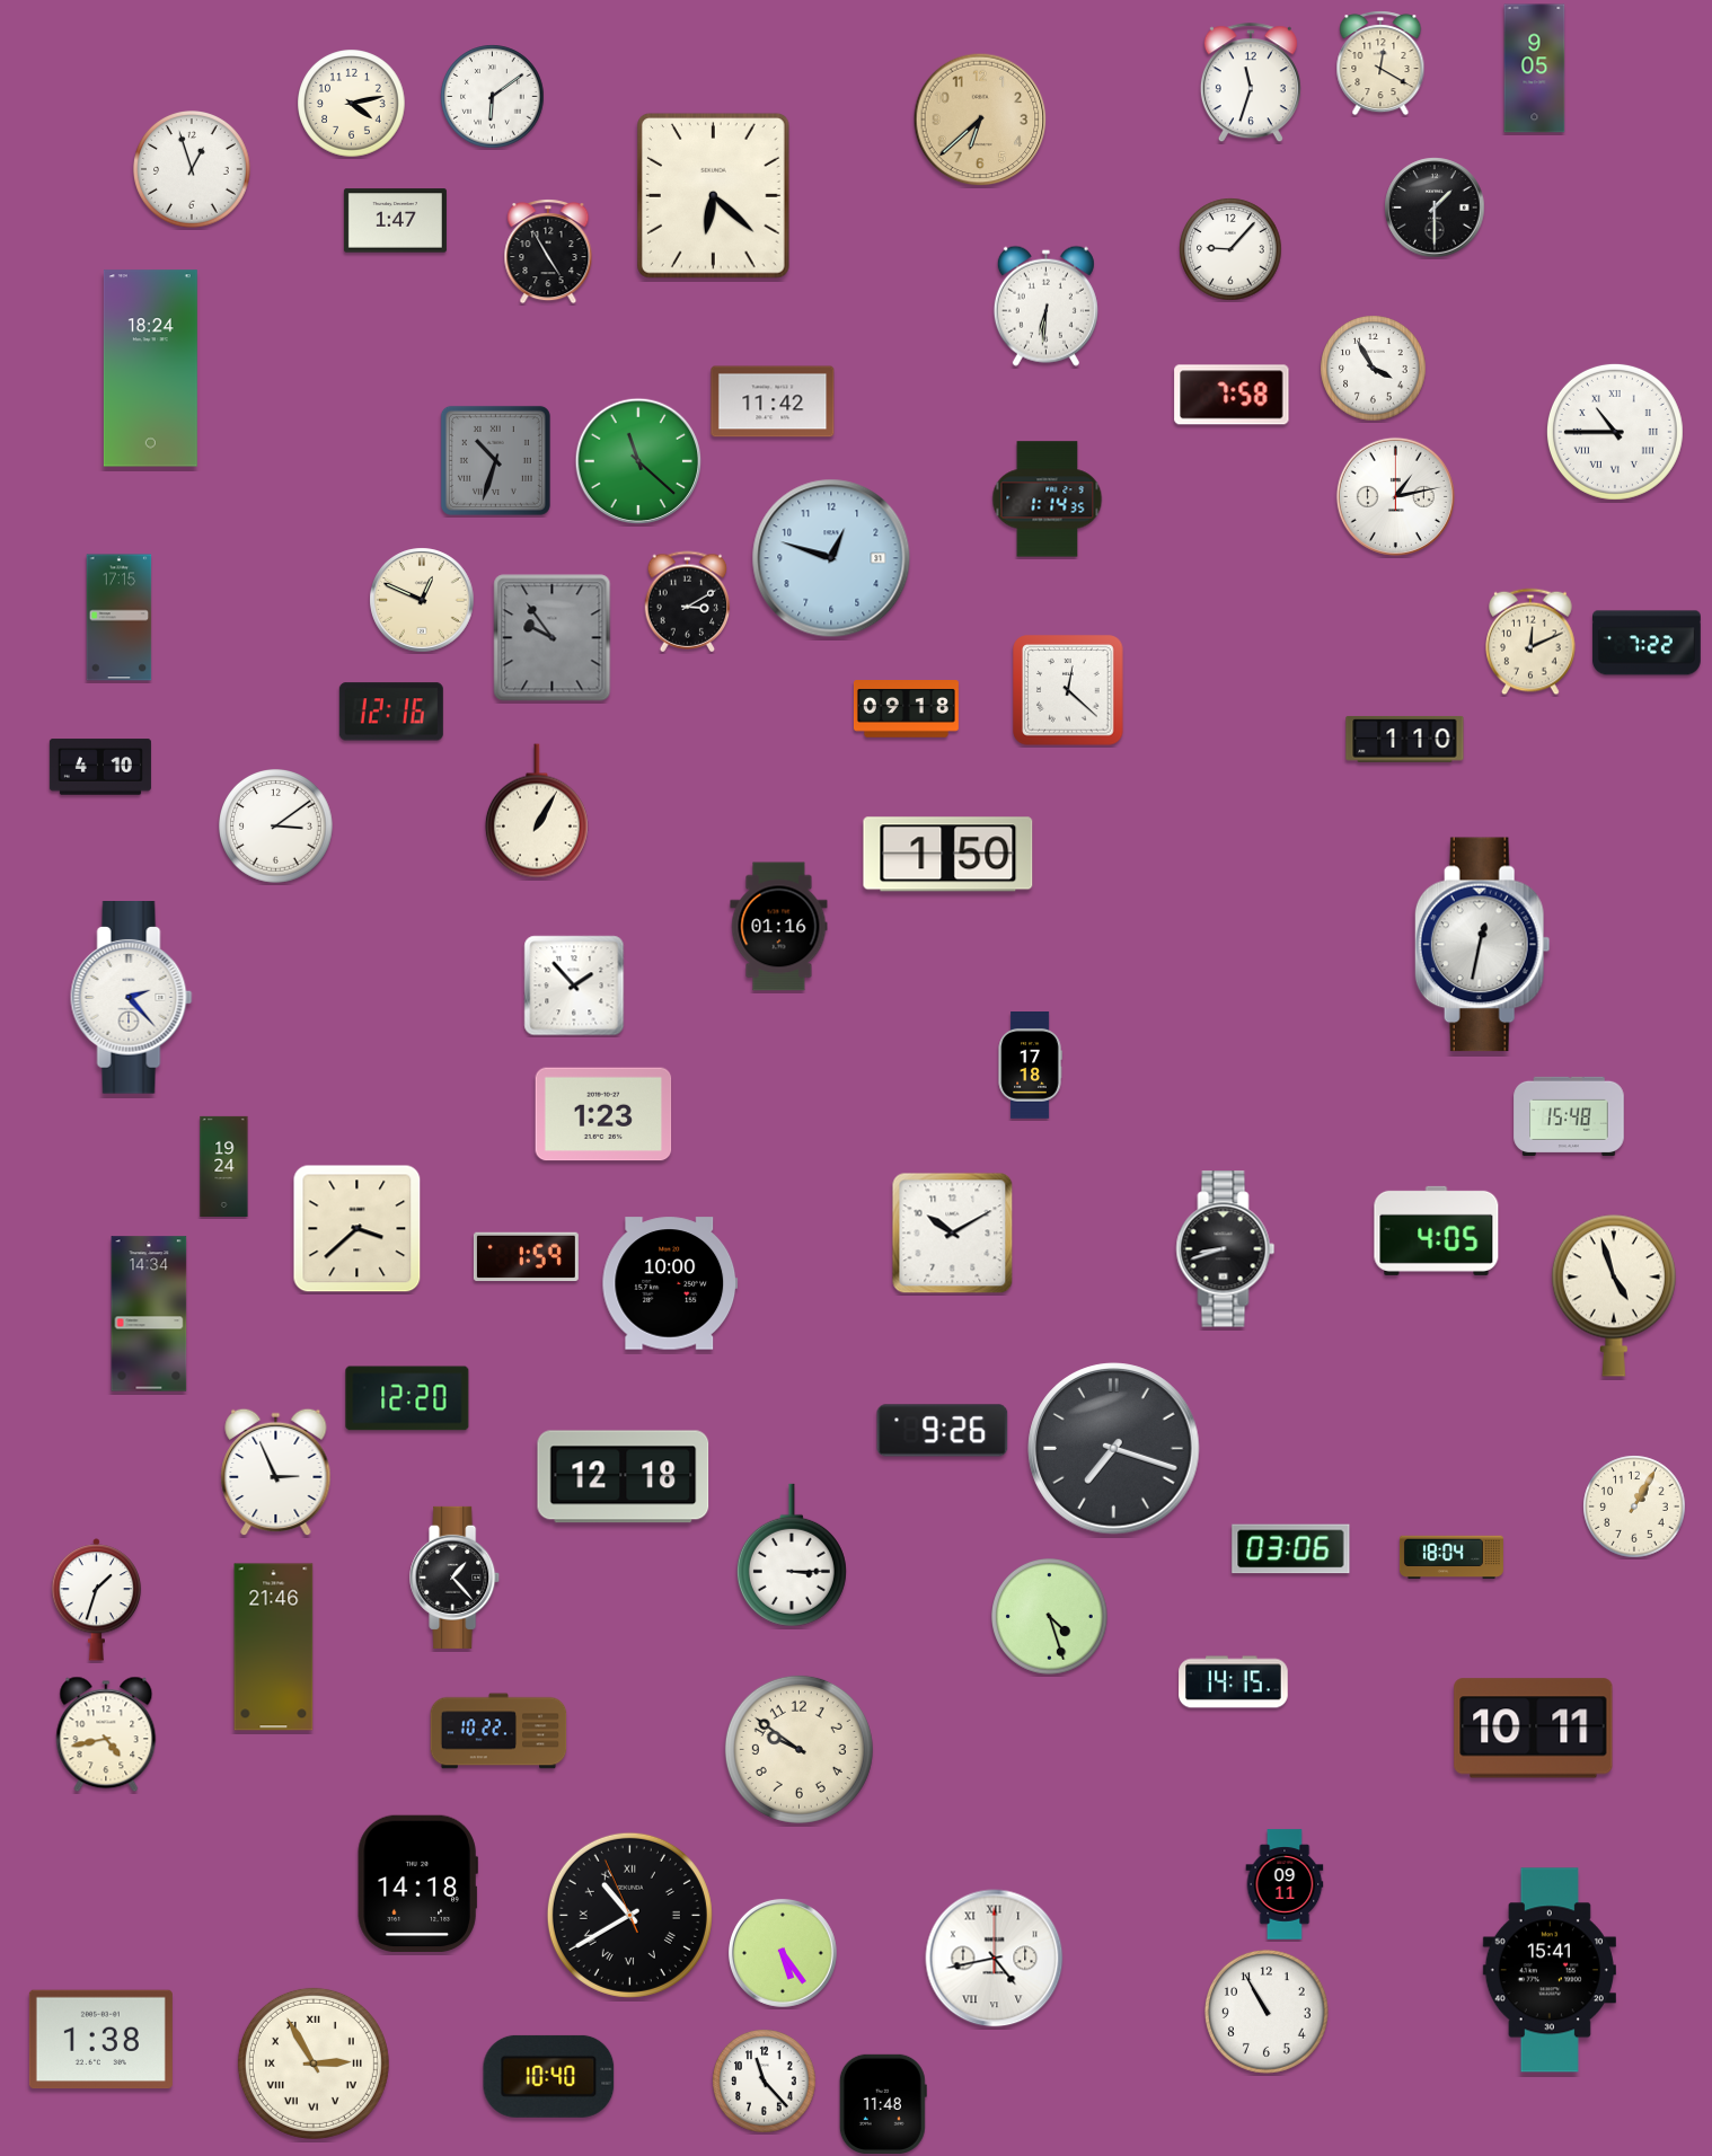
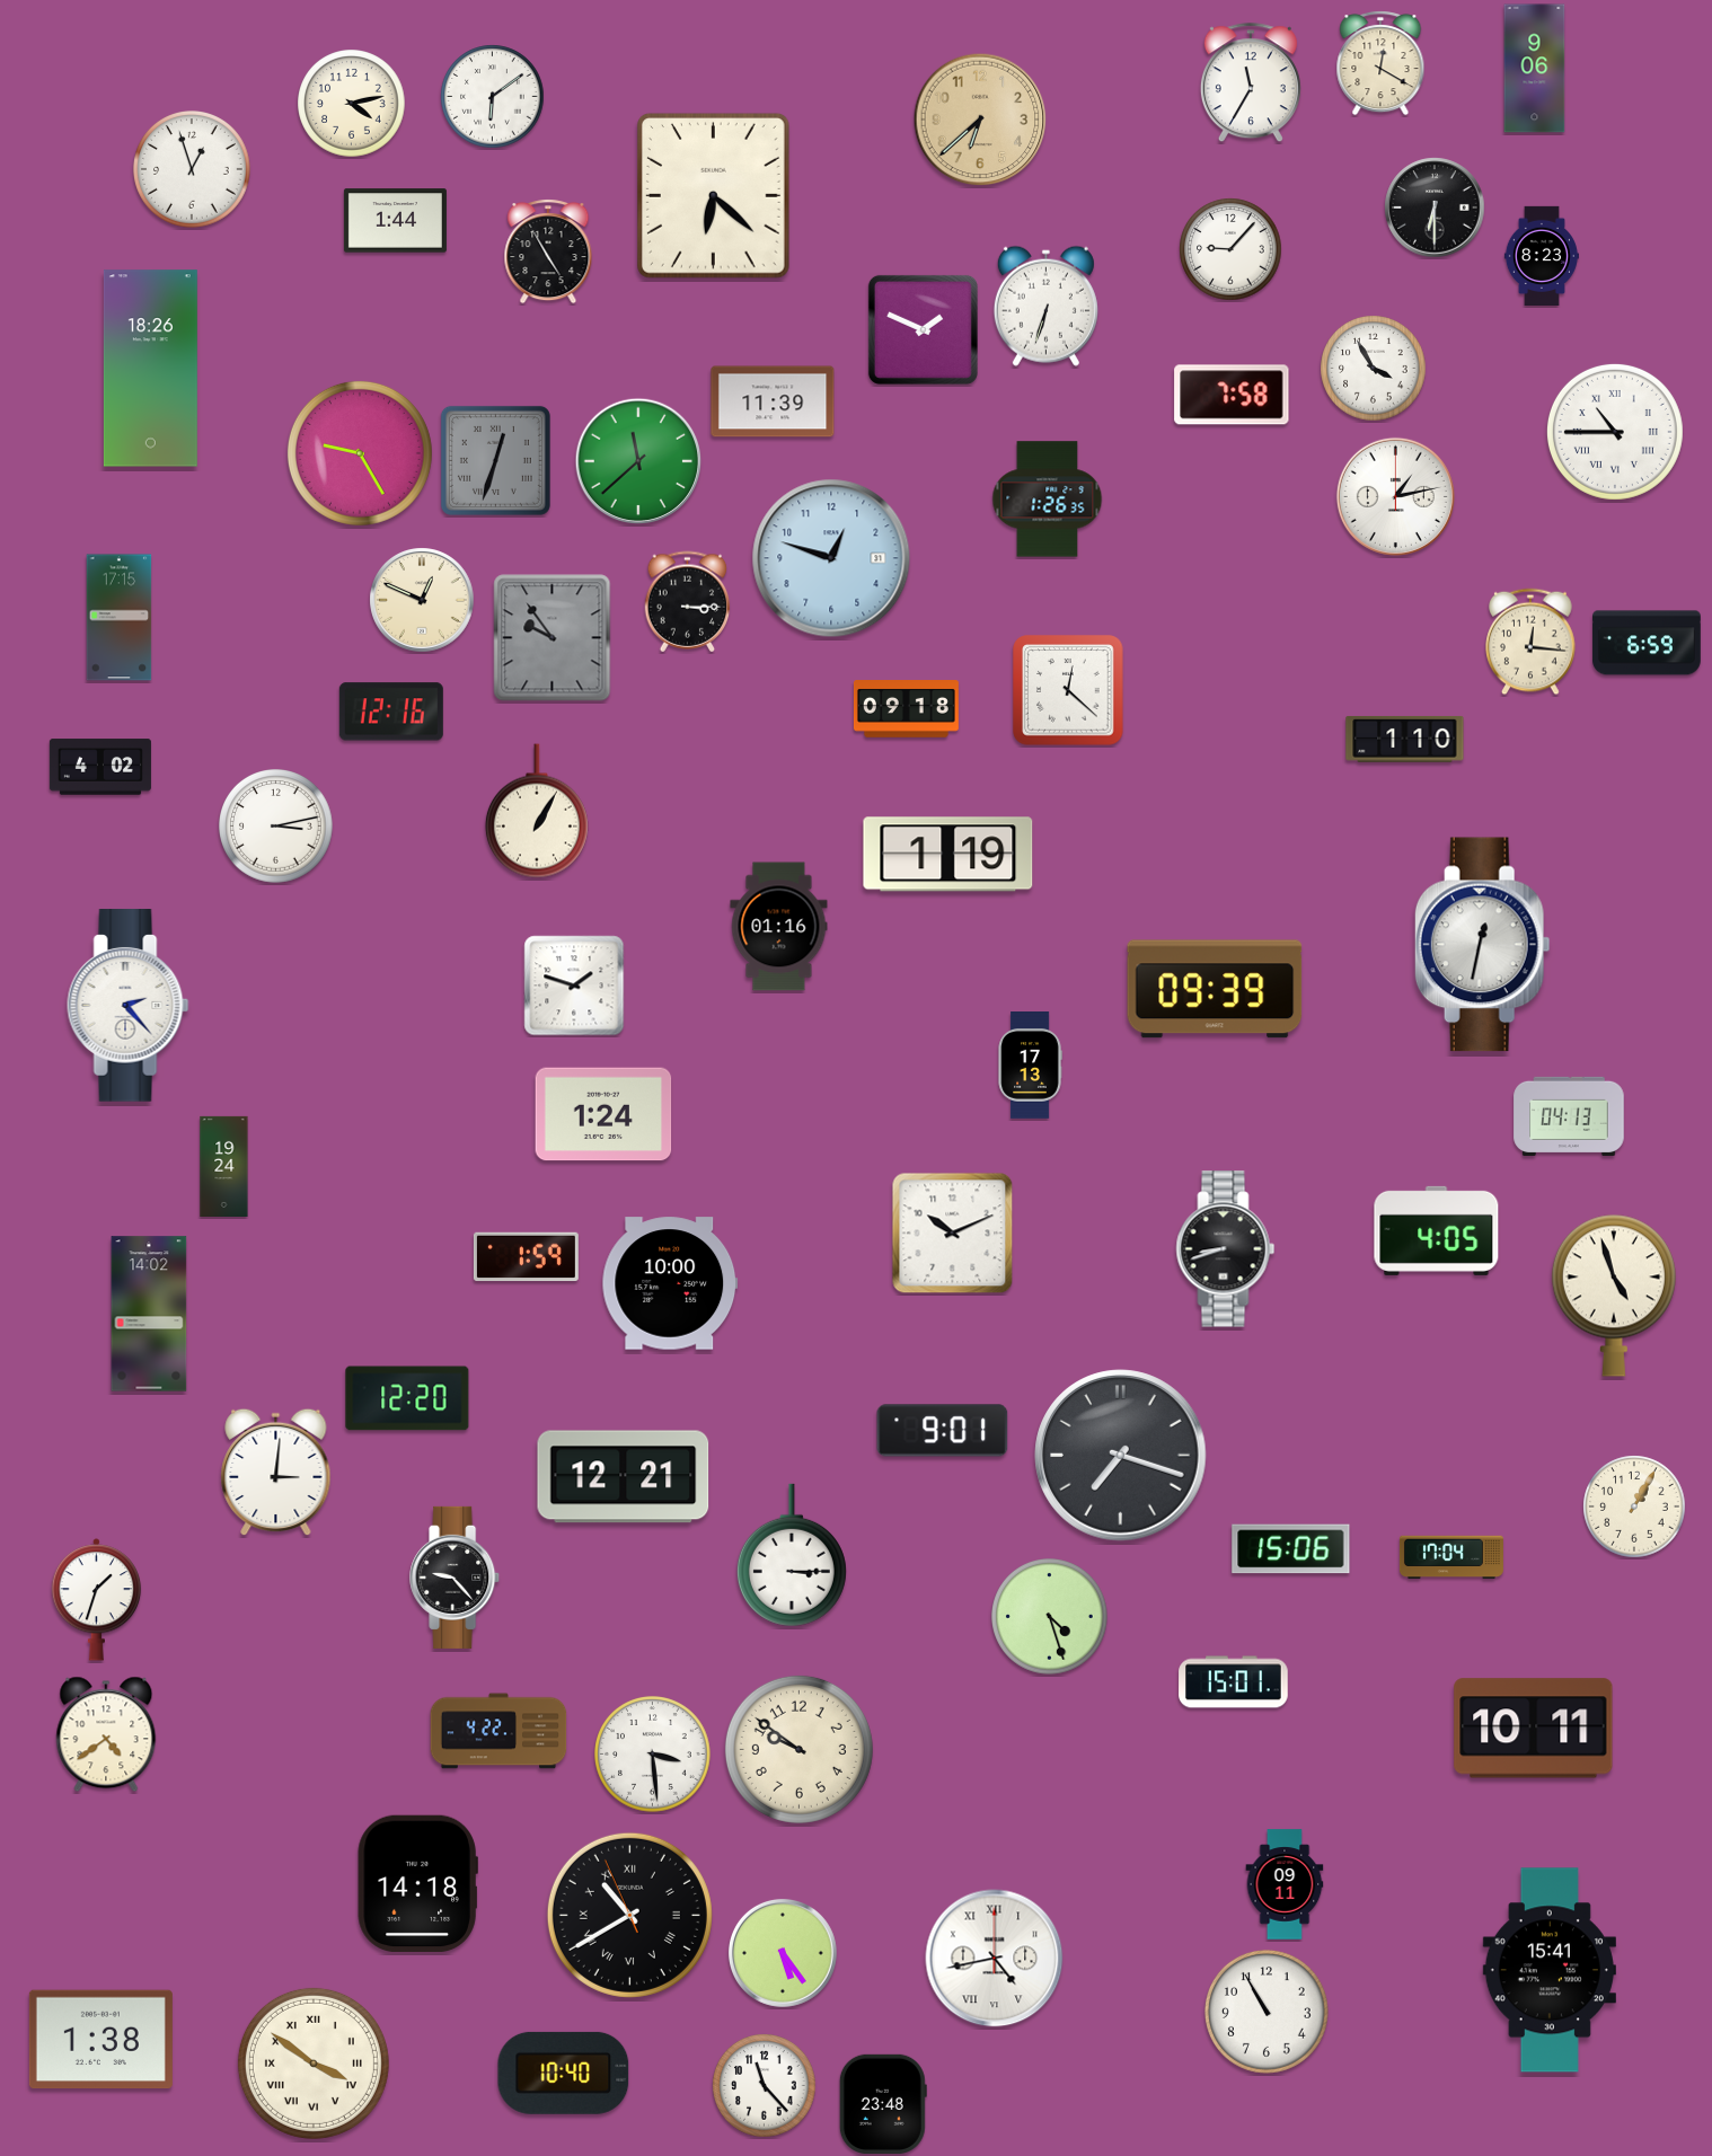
clock at (1535, 69): 9:05 -> 9:06
clock at (1251, 83): 11:33 -> 11:35
clock at (1435, 207): 1:30 -> 6:30
clock at (395, 221): 1:47 -> 1:44
clock at (1542, 255): none -> 8:23
clock at (1045, 306): 6:31 -> 6:33
clock at (923, 329): none -> 1:49
clock at (150, 369): 18:24 -> 18:26
clock at (773, 401): 11:42 -> 11:39
clock at (360, 453): none -> 9:25
clock at (495, 460): 10:33 -> 12:33
clock at (638, 461): 11:22 -> 11:38
clock at (1048, 500): 1:14 -> 1:26
clock at (688, 602): 3:10 -> 3:15
clock at (1530, 642): 12:11 -> 12:16
clock at (1647, 643): 7:22 -> 6:59
clock at (100, 767): 4:10 -> 4:02
clock at (276, 827): 3:09 -> 3:13
clock at (948, 855): 1:50 -> 1:19
clock at (574, 986): 1:53 -> 1:48
clock at (1215, 989): none -> 09:39
clock at (132, 998) position: (132, 998) -> (129, 1006)
clock at (1030, 1066): 17:18 -> 17:13
clock at (603, 1114): 1:23 -> 1:24
clock at (1569, 1115): 15:48 -> 04:13
clock at (358, 1229): 3:38 -> none
clock at (953, 1234): 10:10 -> 10:11
clock at (149, 1314): 14:34 -> 14:02
clock at (943, 1431): 9:26 -> 9:01
clock at (1114, 1449) position: (1114, 1449) -> (1121, 1456)
clock at (276, 1473): 2:56 -> 3:01
clock at (624, 1477): 12:18 -> 12:21
clock at (1291, 1549): 03:06 -> 15:06
clock at (1451, 1557): 18:04 -> 17:04
clock at (456, 1578): 1:23 -> 9:23
clock at (274, 1647): 21:46 -> none
clock at (1234, 1682): 14:15 -> 15:01
clock at (498, 1731): 10:22 -> 4:22
clock at (106, 1734): 4:43 -> 4:39
clock at (653, 1755): none -> 3:29
clock at (314, 2064): 2:55 -> 3:51
clock at (549, 2076) position: (549, 2076) -> (564, 2073)
clock at (765, 2082) position: (765, 2082) -> (765, 2086)
clock at (883, 2104): 11:48 -> 23:48
